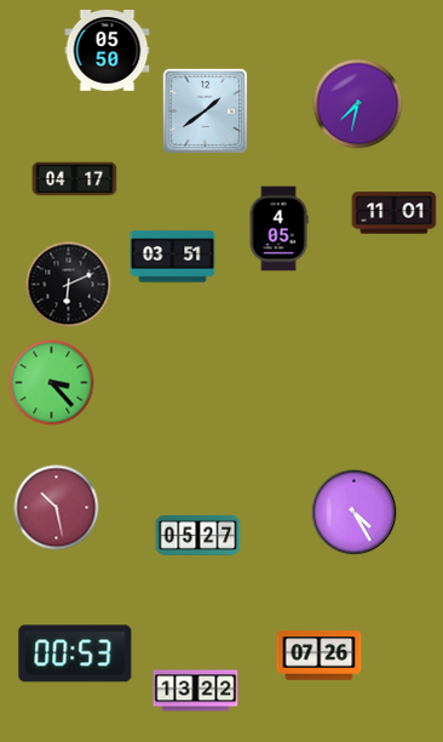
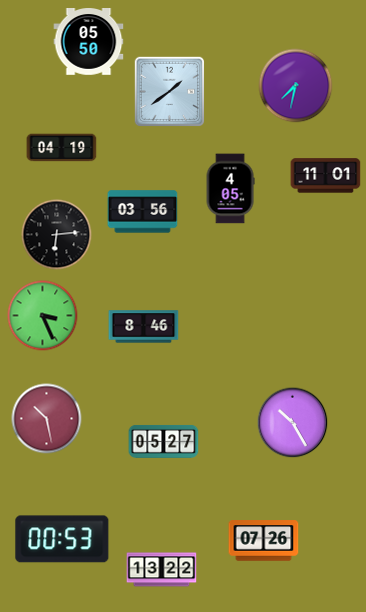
clock at (75, 179): 04:17 -> 04:19
clock at (173, 257): 03:51 -> 03:56
clock at (69, 285): 6:11 -> 6:14
clock at (52, 383): 3:23 -> 3:26
clock at (144, 327): none -> 8:46
clock at (355, 513): 4:25 -> 10:25
